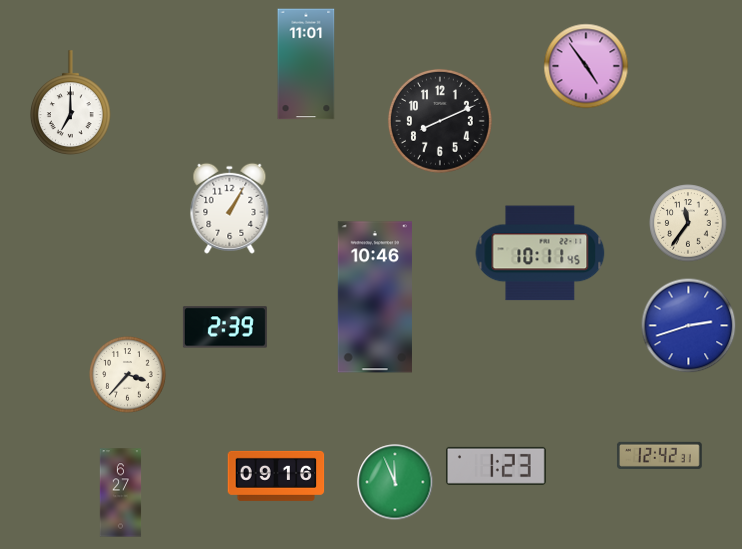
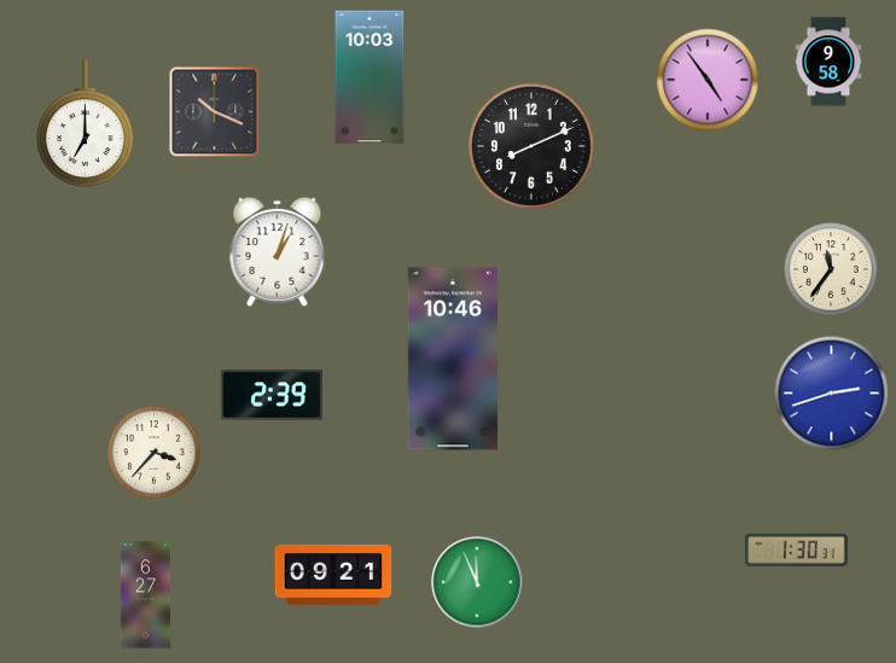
clock at (828, 62): none -> 9:58
clock at (306, 64): 11:01 -> 10:03
clock at (215, 112): none -> 10:19
clock at (230, 208): 1:05 -> 1:03
clock at (540, 253): 10:11 -> none
clock at (659, 455): 12:42 -> 1:30
clock at (496, 466): 1:23 -> none
clock at (276, 476): 09:16 -> 09:21
